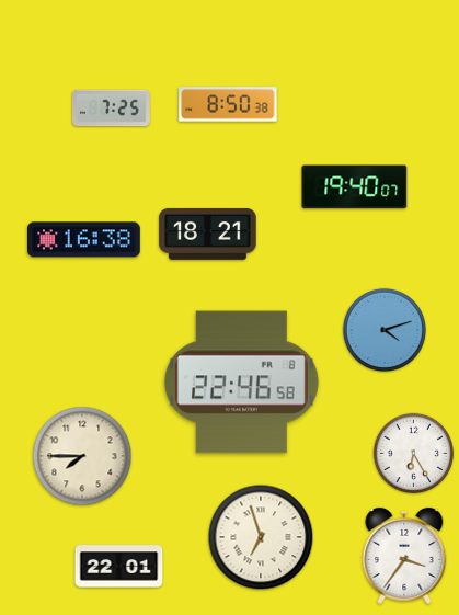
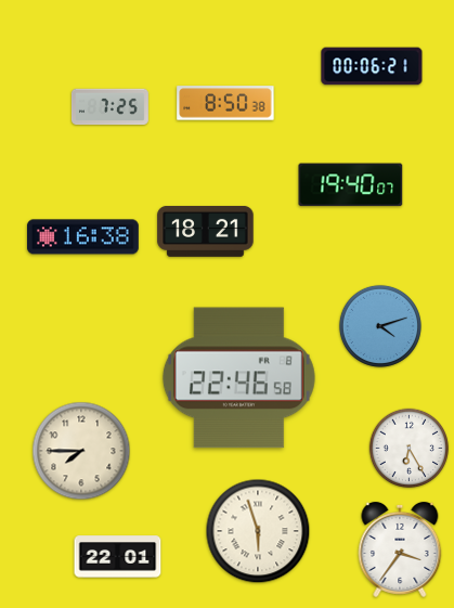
clock at (372, 66): none -> 00:06
clock at (261, 537): 6:57 -> 5:57
clock at (119, 567) position: (119, 567) -> (118, 557)
